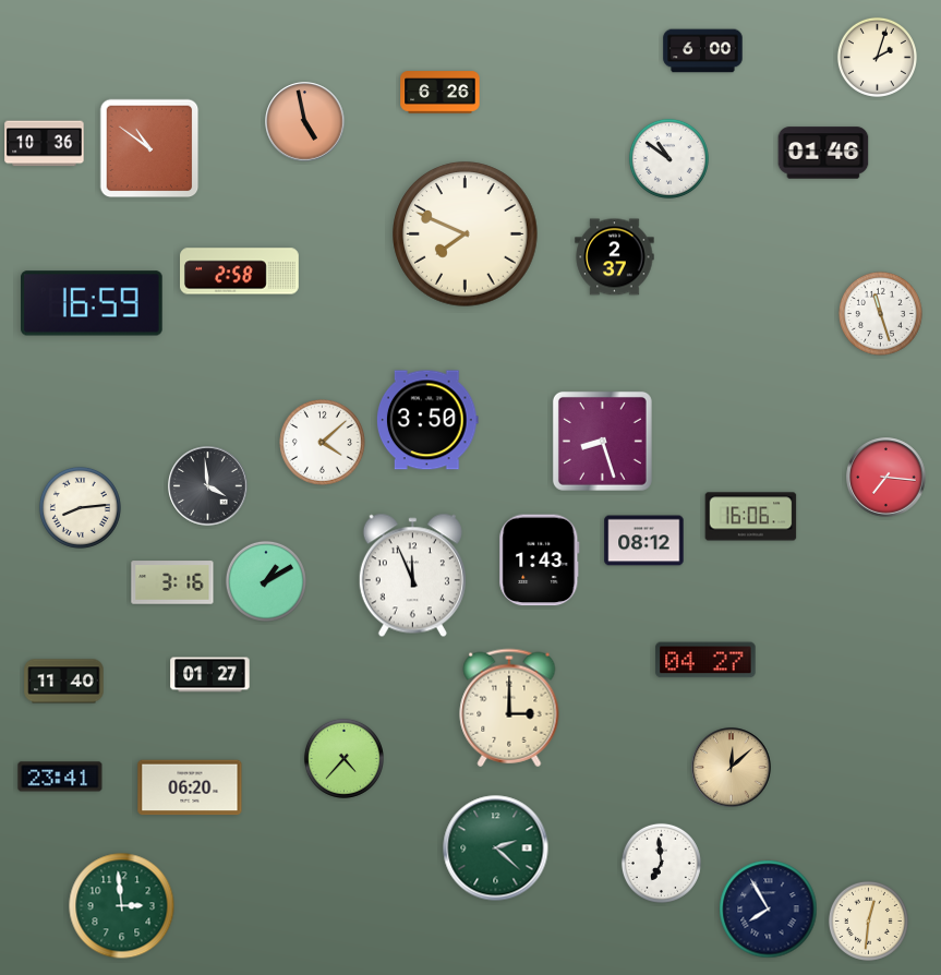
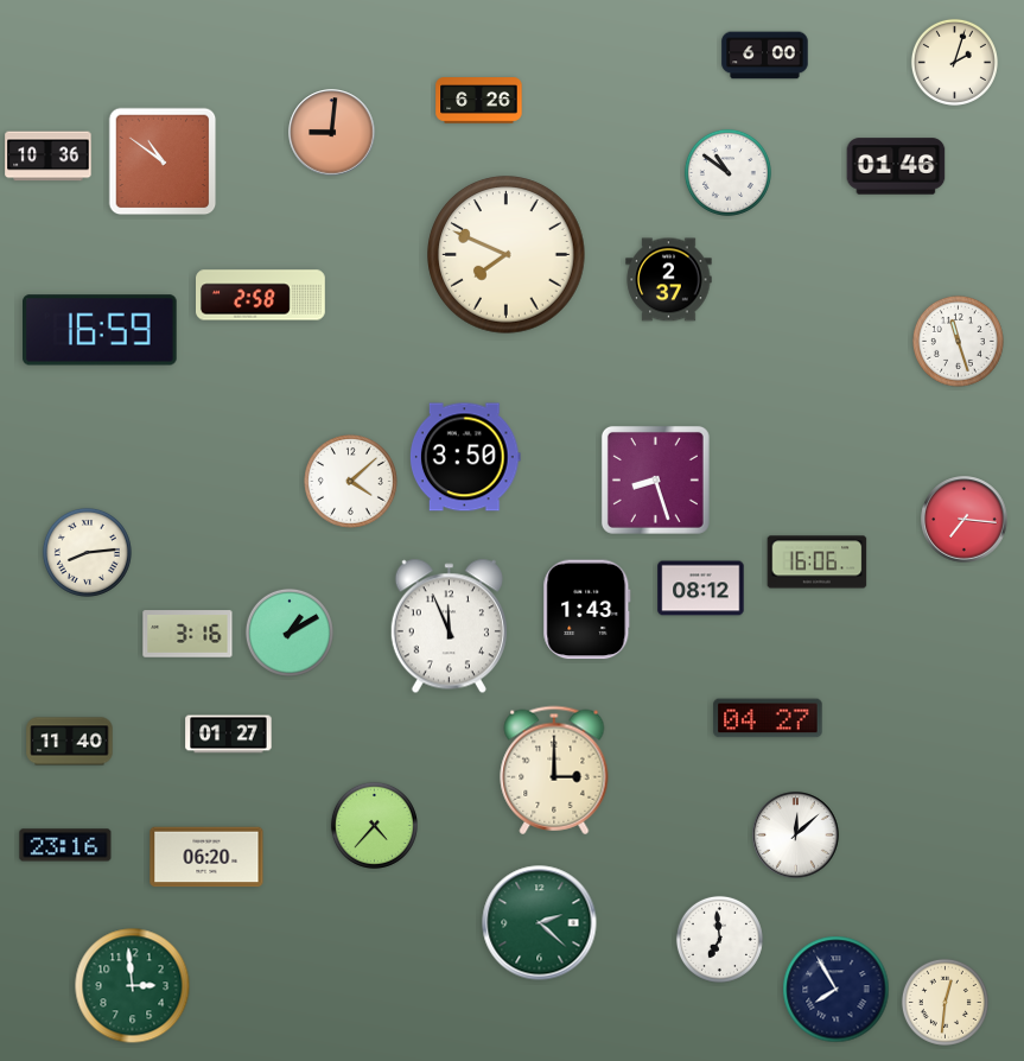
clock at (305, 122): 4:58 -> 9:01
clock at (208, 486): 3:59 -> none
clock at (732, 768) dial: champagne -> white
clock at (60, 777): 23:41 -> 23:16
